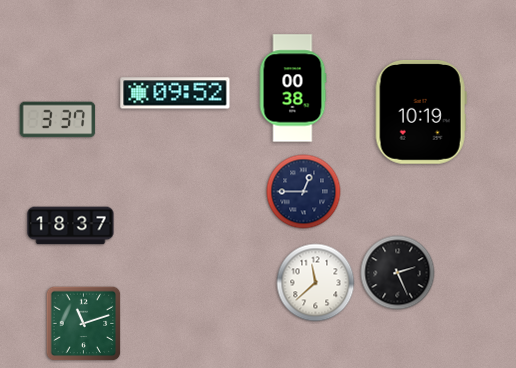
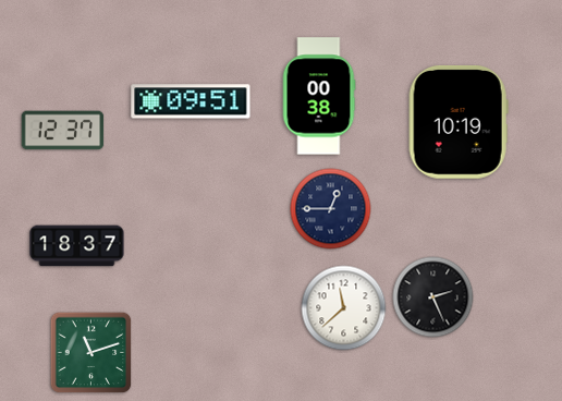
clock at (175, 93): 09:52 -> 09:51
clock at (58, 120): 3:37 -> 12:37
